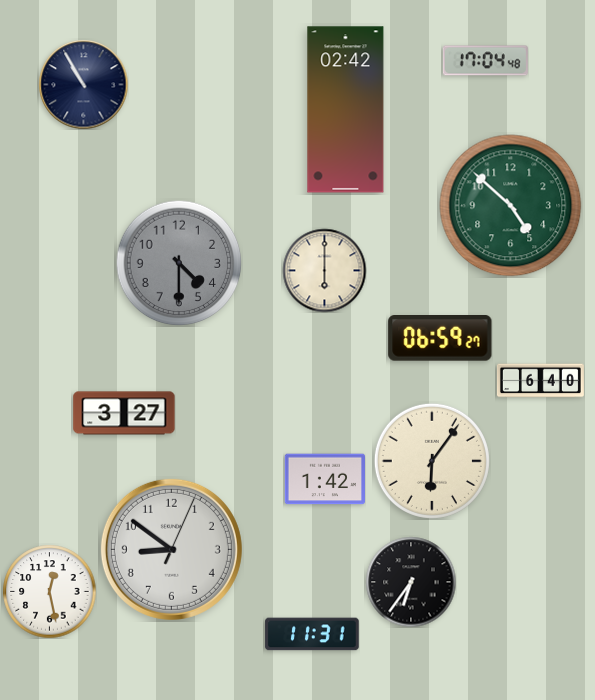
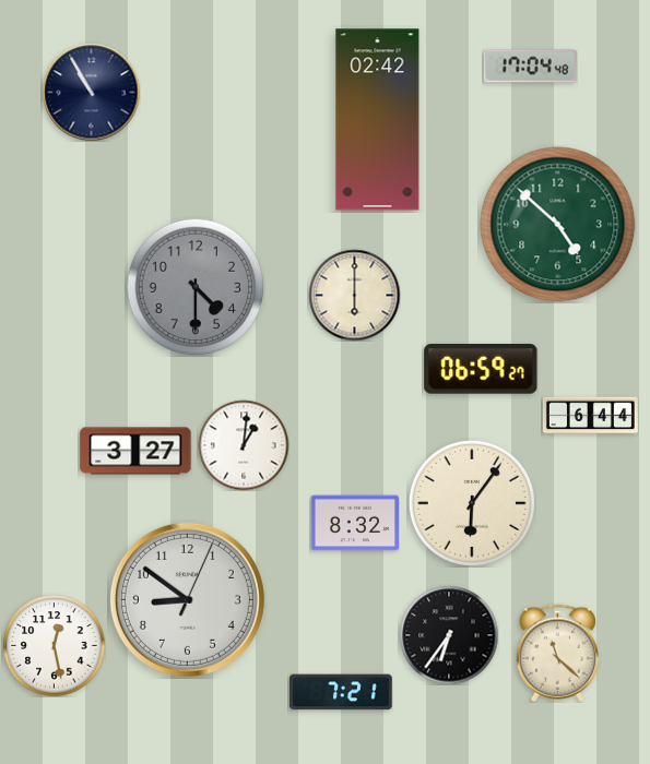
clock at (540, 381): 6:40 -> 6:44
clock at (244, 445): none -> 1:01
clock at (324, 479): 1:42 -> 8:32
clock at (557, 653): none -> 11:22
clock at (312, 634): 11:31 -> 7:21
